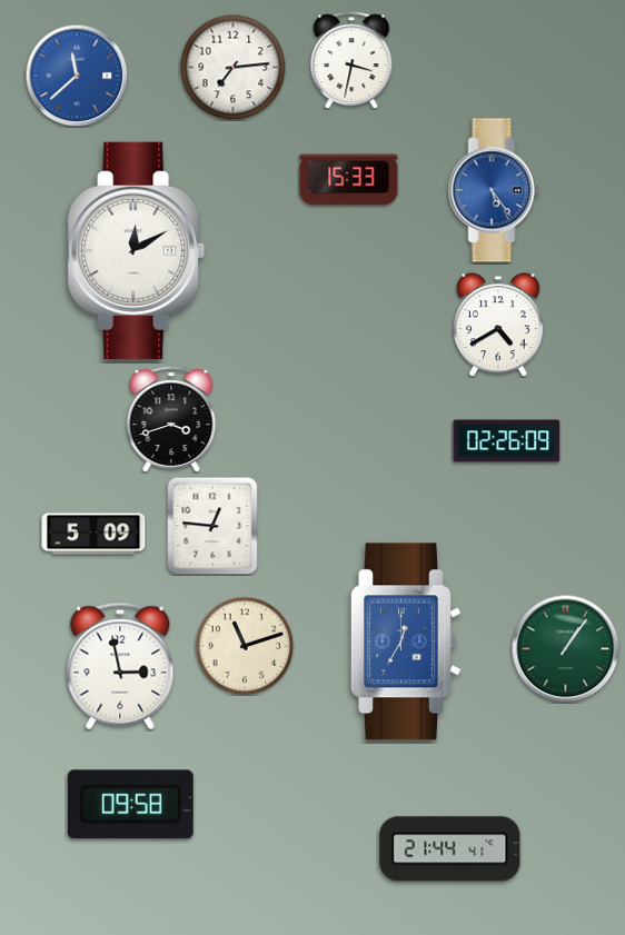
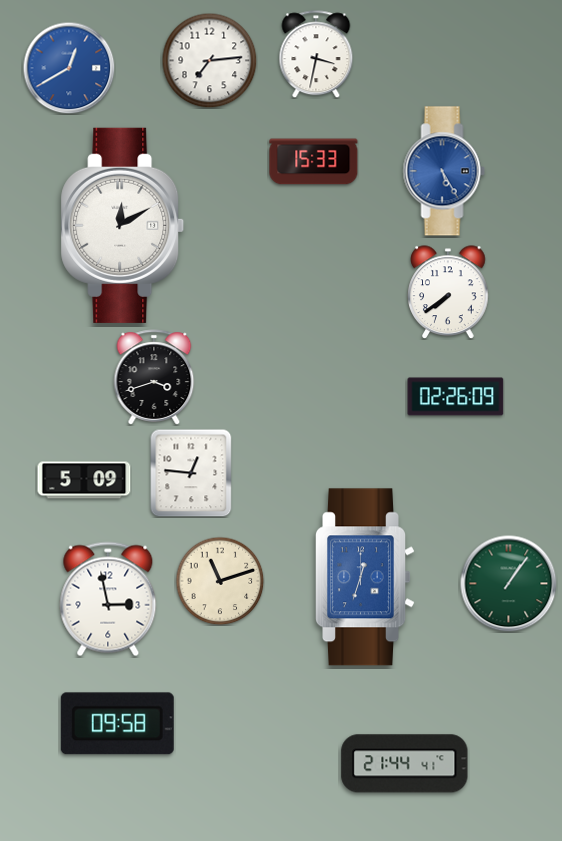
clock at (77, 76): 11:38 -> 12:40
clock at (494, 190): 5:24 -> 5:25
clock at (498, 325): 4:40 -> 7:39
clock at (406, 641): 12:35 -> 12:33
